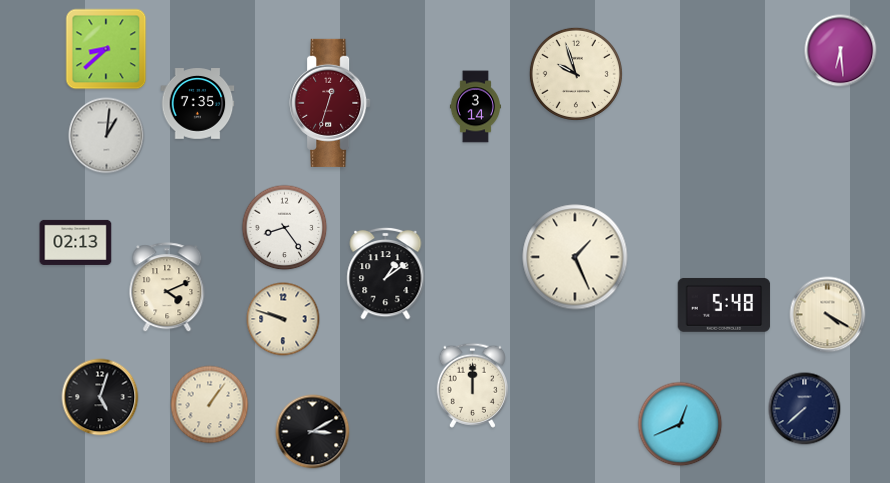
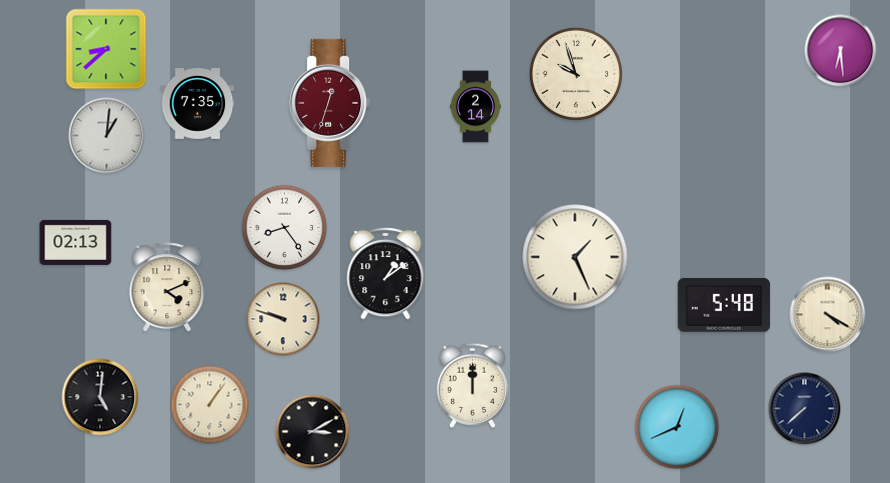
clock at (475, 107): 3:14 -> 2:14
clock at (100, 397): 5:03 -> 5:01
clock at (680, 424) position: (680, 424) -> (677, 427)
